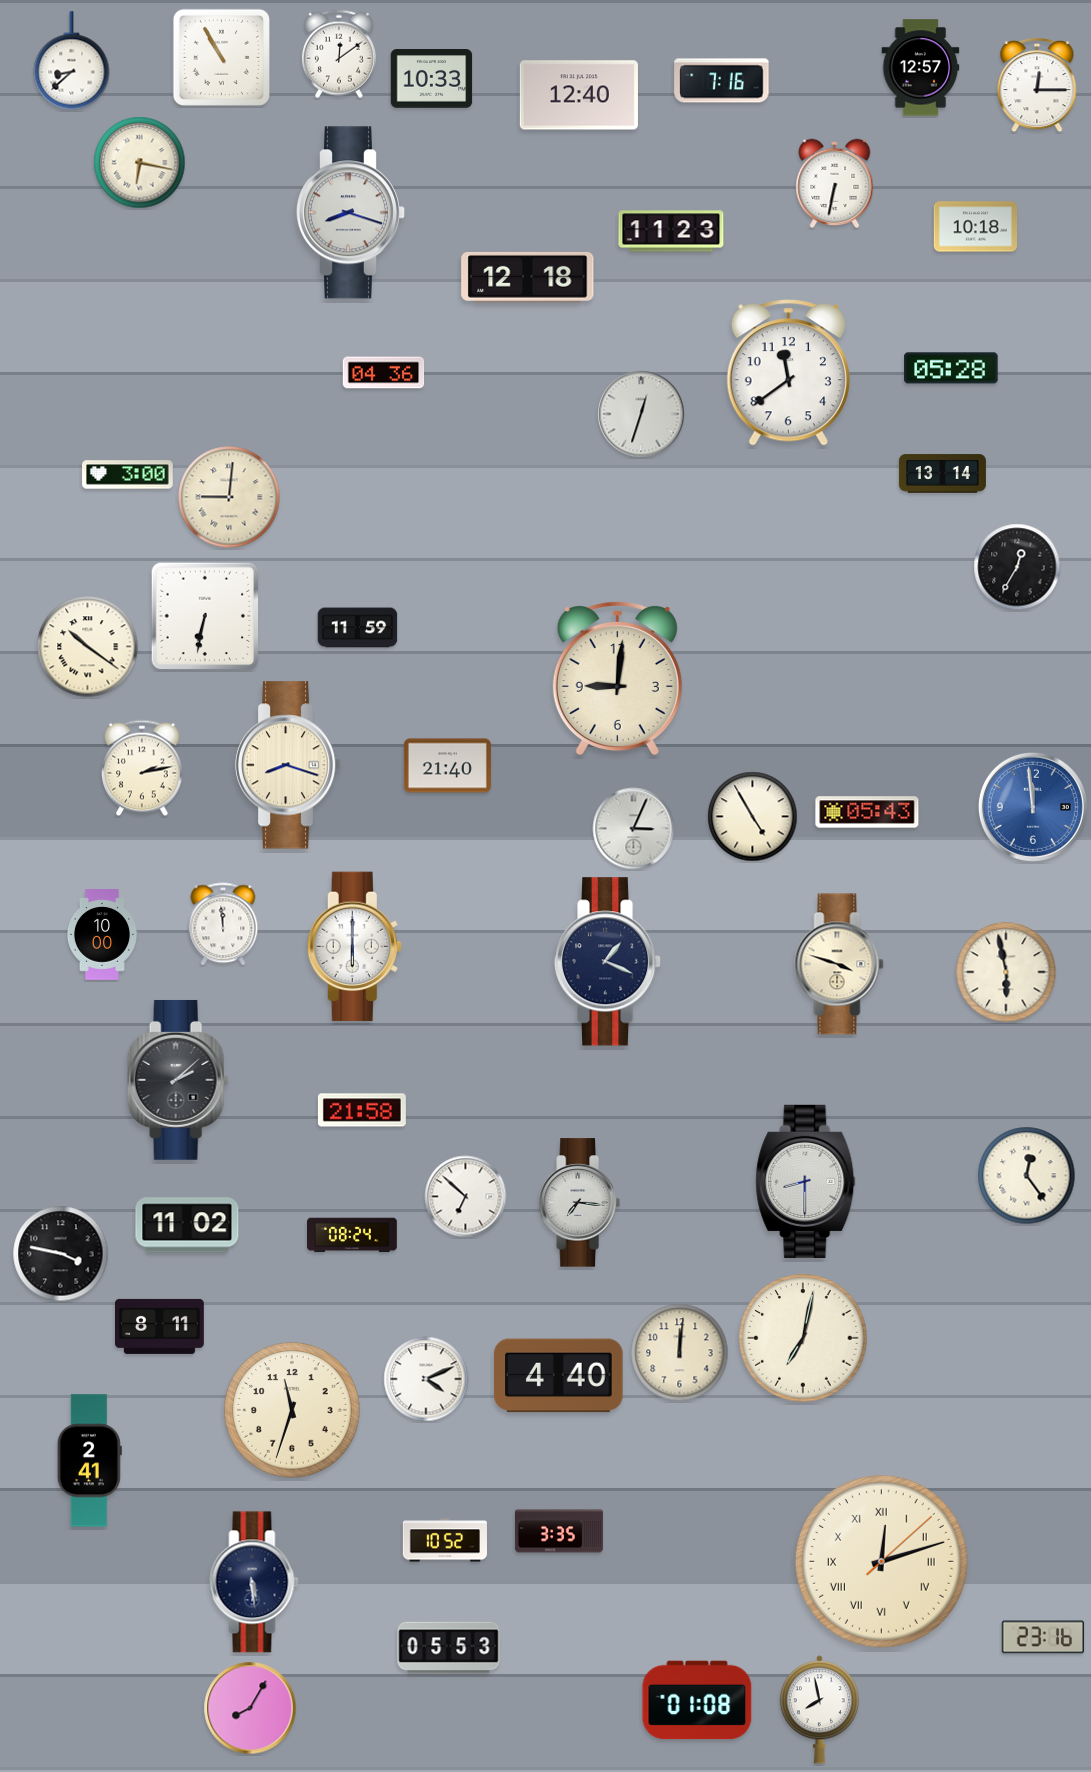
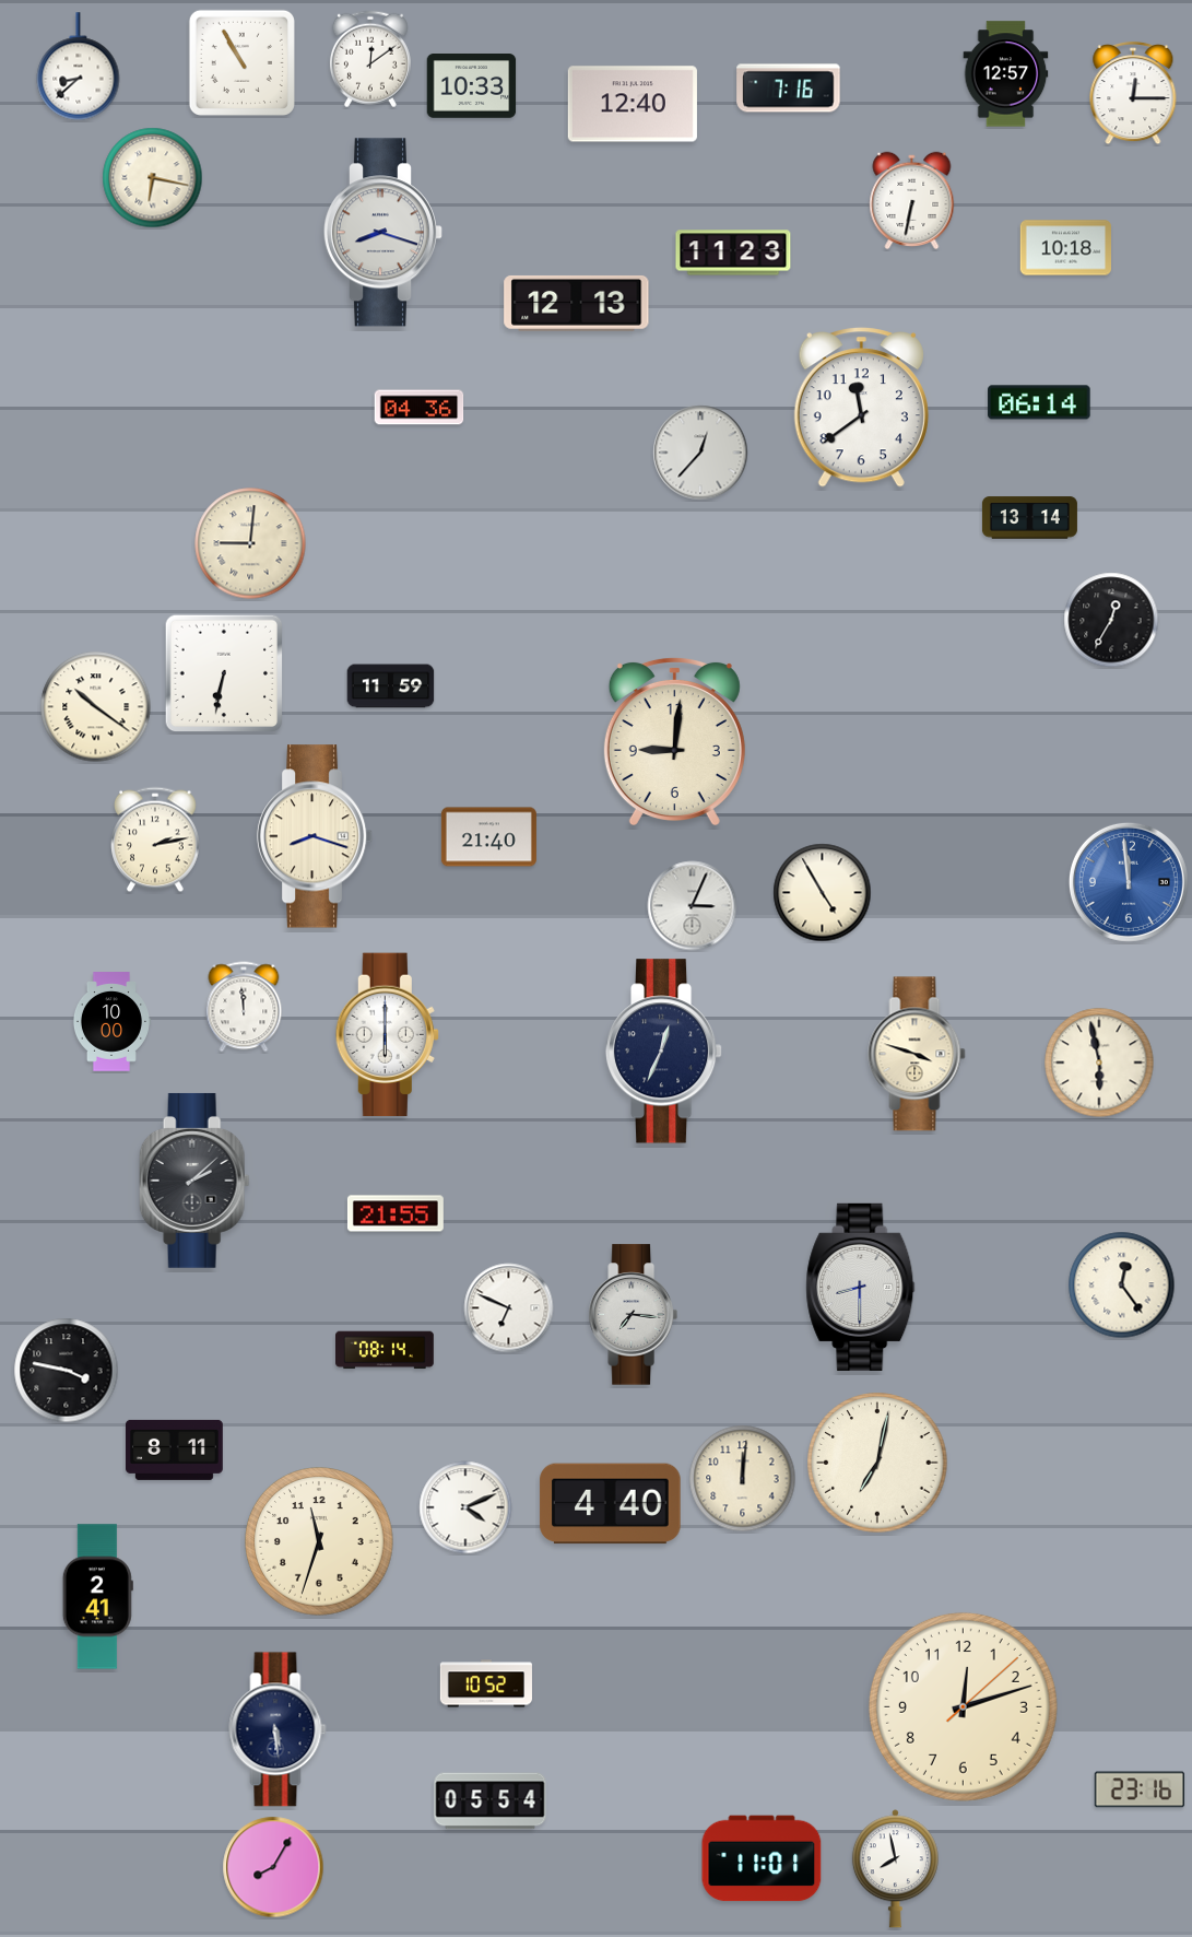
clock at (528, 277): 12:18 -> 12:13
clock at (951, 368): 05:28 -> 06:14
clock at (641, 414): 12:33 -> 12:37
clock at (128, 475): 3:00 -> none
clock at (867, 812): 05:43 -> none
clock at (223, 924) position: (223, 924) -> (244, 1007)
clock at (608, 962): 1:19 -> 12:34
clock at (362, 1110): 21:58 -> 21:55
clock at (806, 1181) position: (806, 1181) -> (861, 1287)
clock at (466, 1197): 6:52 -> 6:49
clock at (187, 1225): 11:02 -> none
clock at (353, 1235): 08:24 -> 08:14
clock at (559, 1531): 3:35 -> none
clock at (881, 1561) numerals: Roman -> Arabic
clock at (449, 1648): 05:53 -> 05:54
clock at (697, 1700): 01:08 -> 11:01
